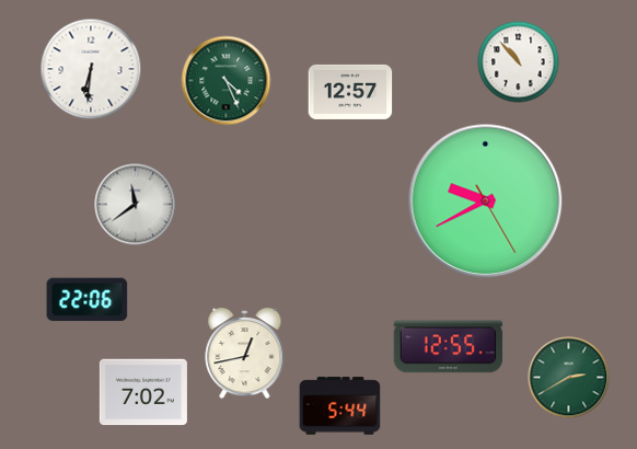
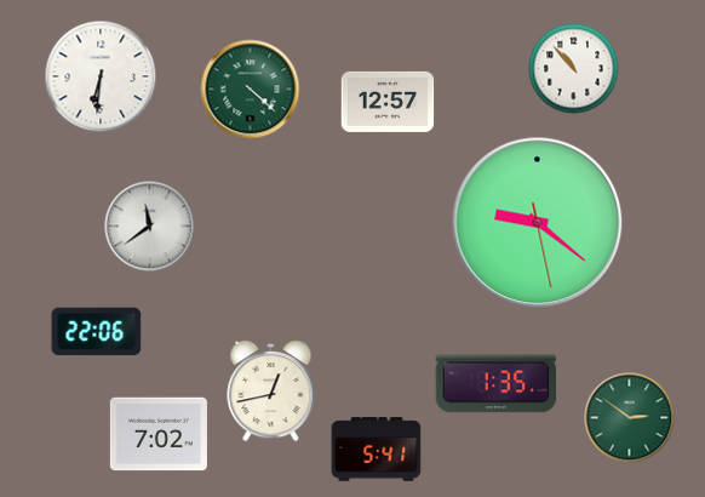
clock at (227, 81): 4:26 -> 4:22
clock at (486, 202): 9:40 -> 9:21
clock at (449, 347): 12:55 -> 1:35
clock at (569, 378): 2:40 -> 2:51
clock at (340, 406): 5:44 -> 5:41
